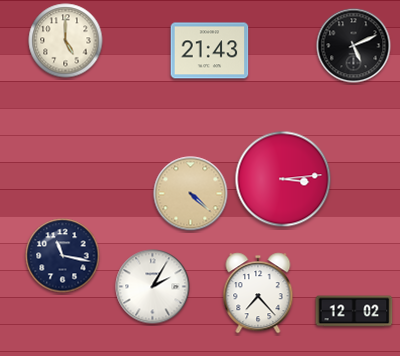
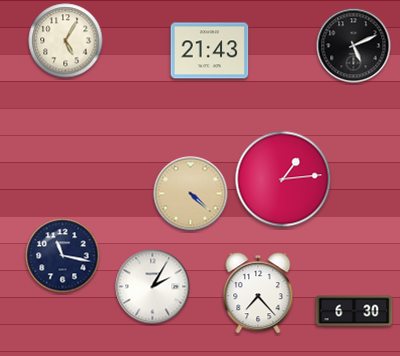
clock at (66, 41): 5:00 -> 5:05
clock at (283, 179): 3:14 -> 1:14
clock at (354, 311): 12:02 -> 6:30
